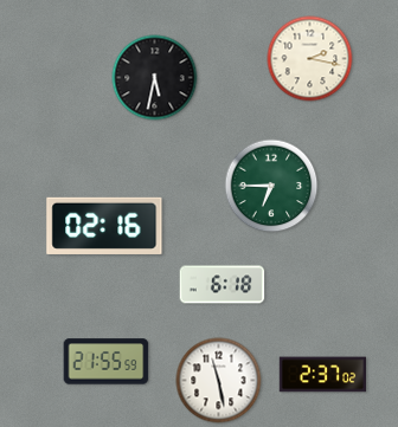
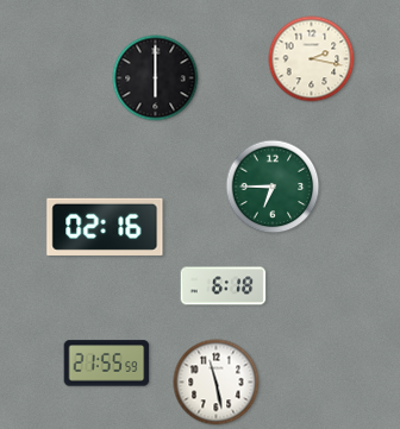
clock at (155, 78): 5:32 -> 6:00
clock at (323, 375): 2:37 -> none
clock at (219, 381) position: (219, 381) -> (217, 383)
